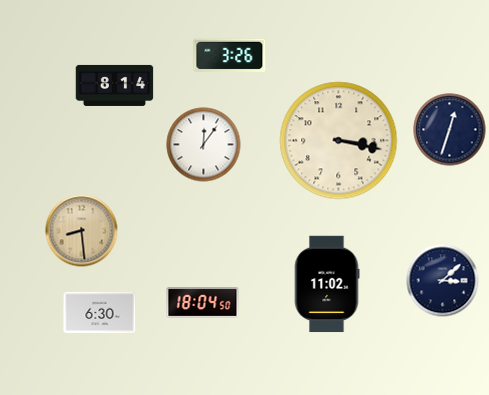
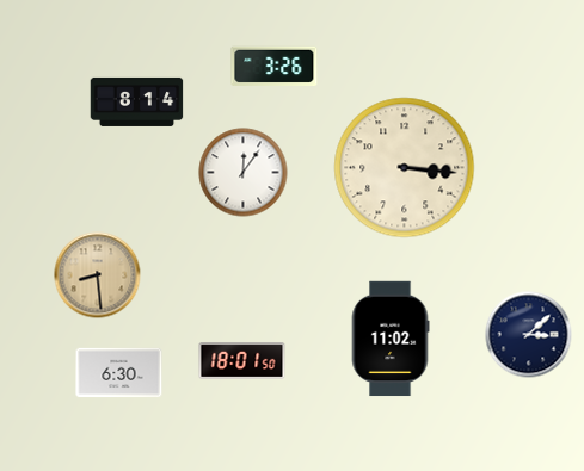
clock at (450, 130): 12:33 -> none
clock at (339, 141): 3:17 -> 3:16
clock at (203, 303): 18:04 -> 18:01
